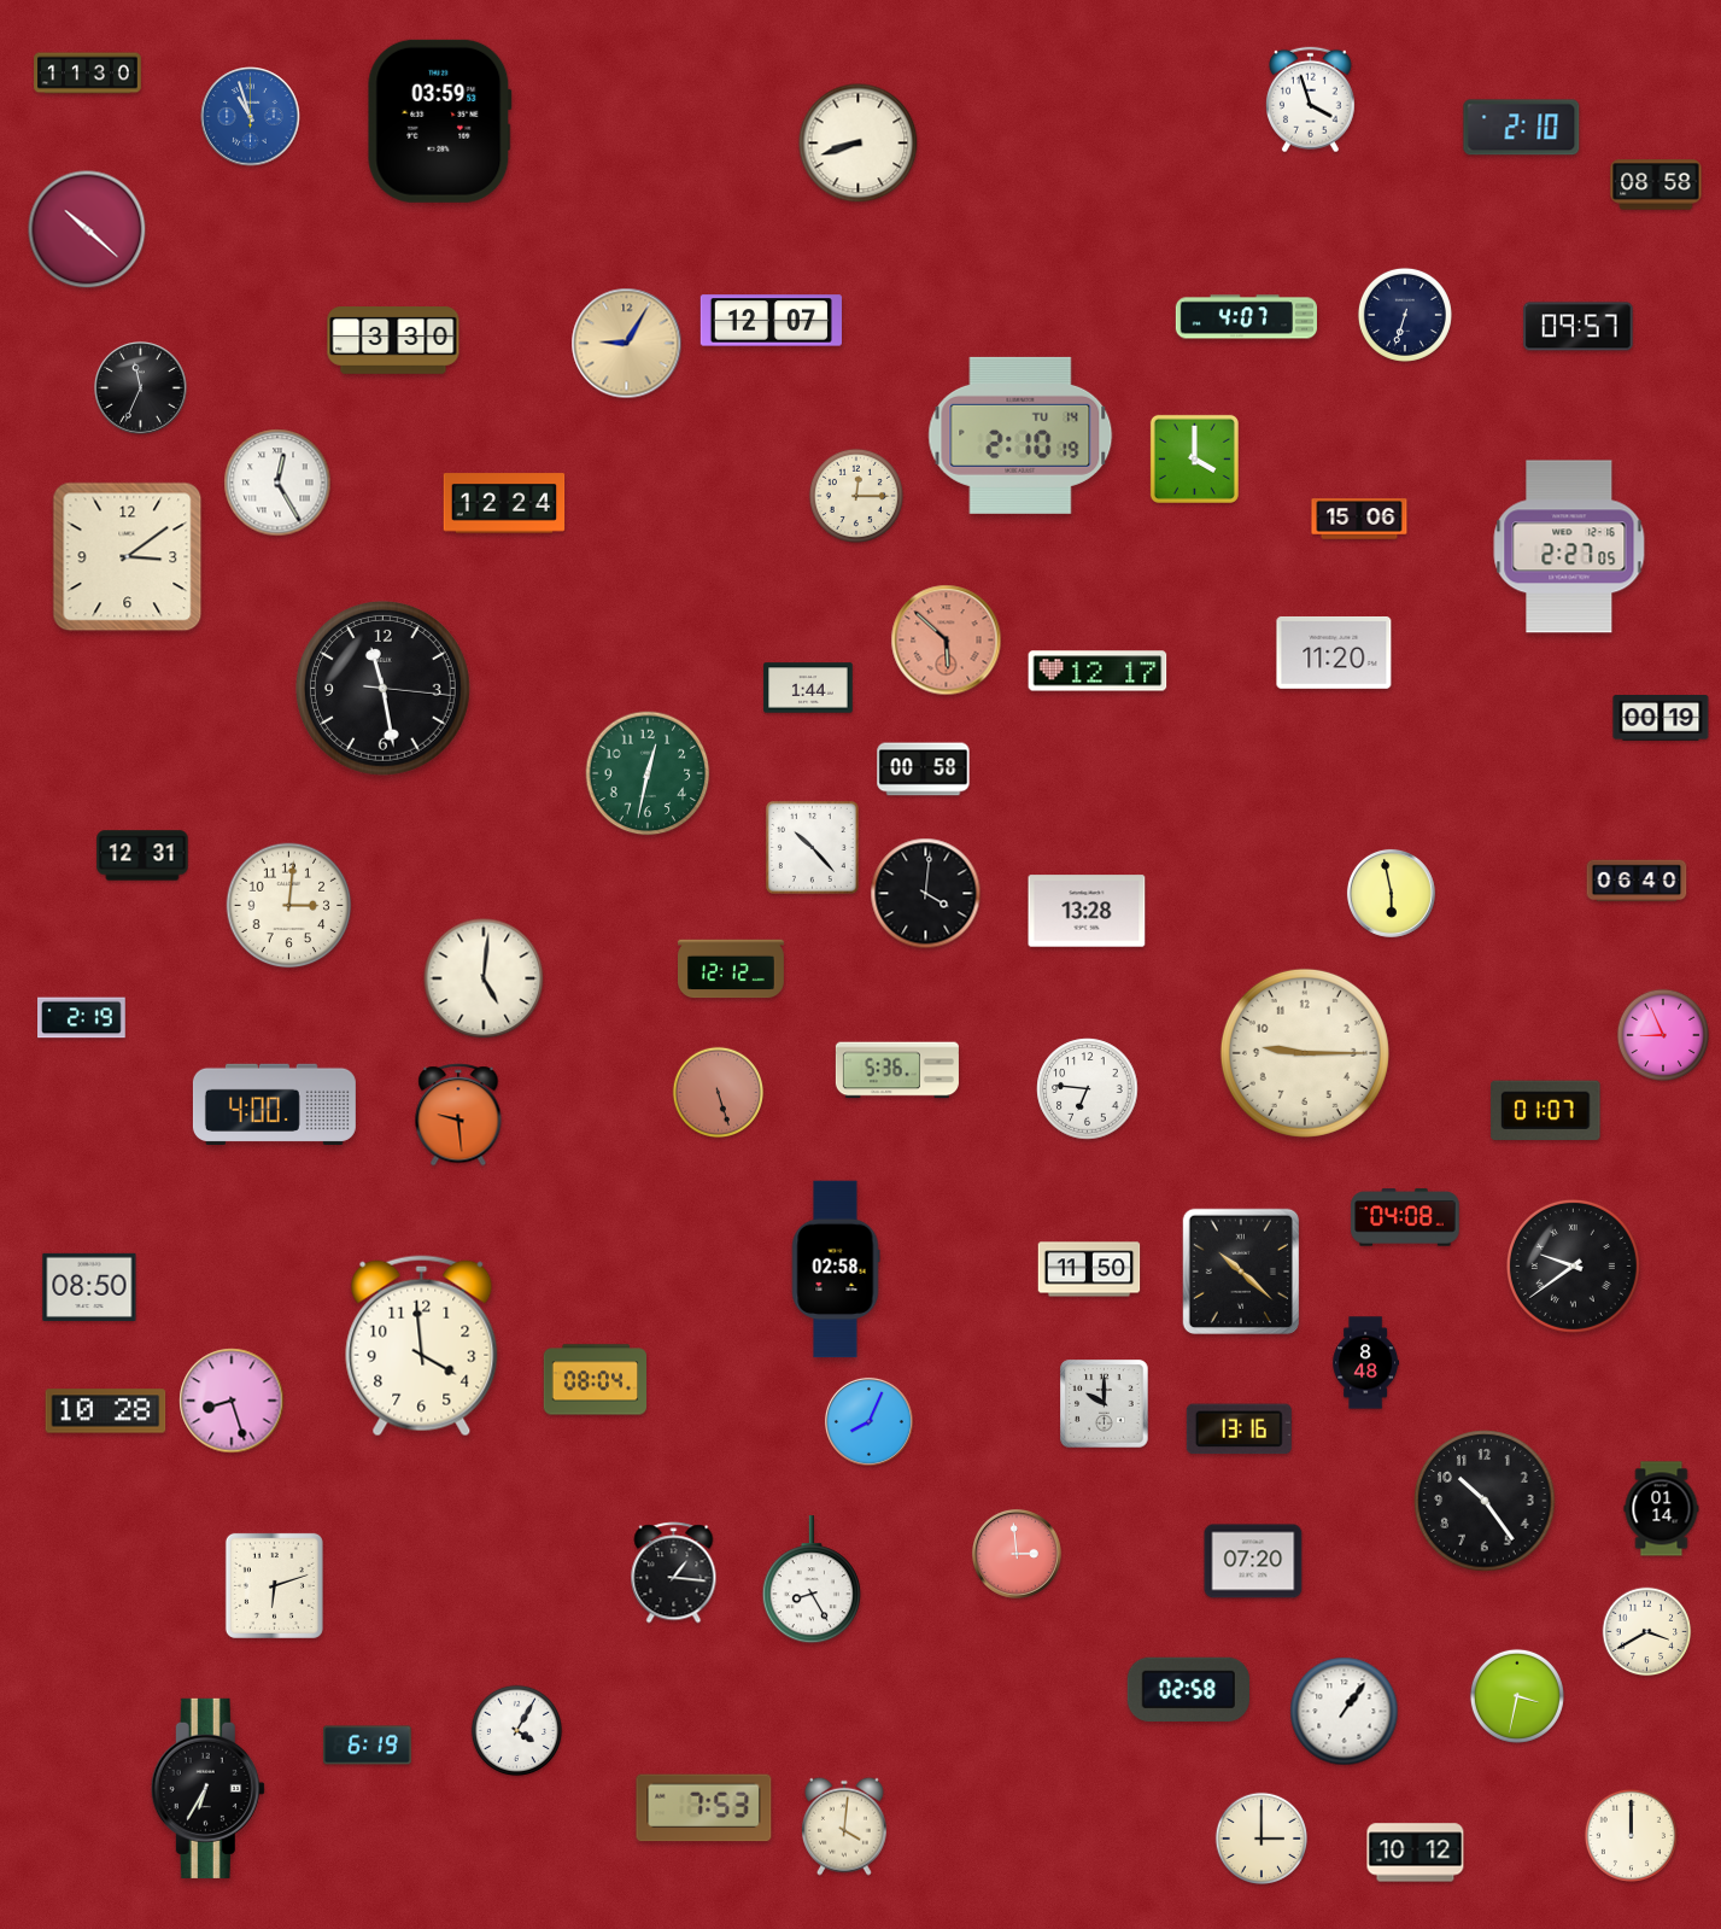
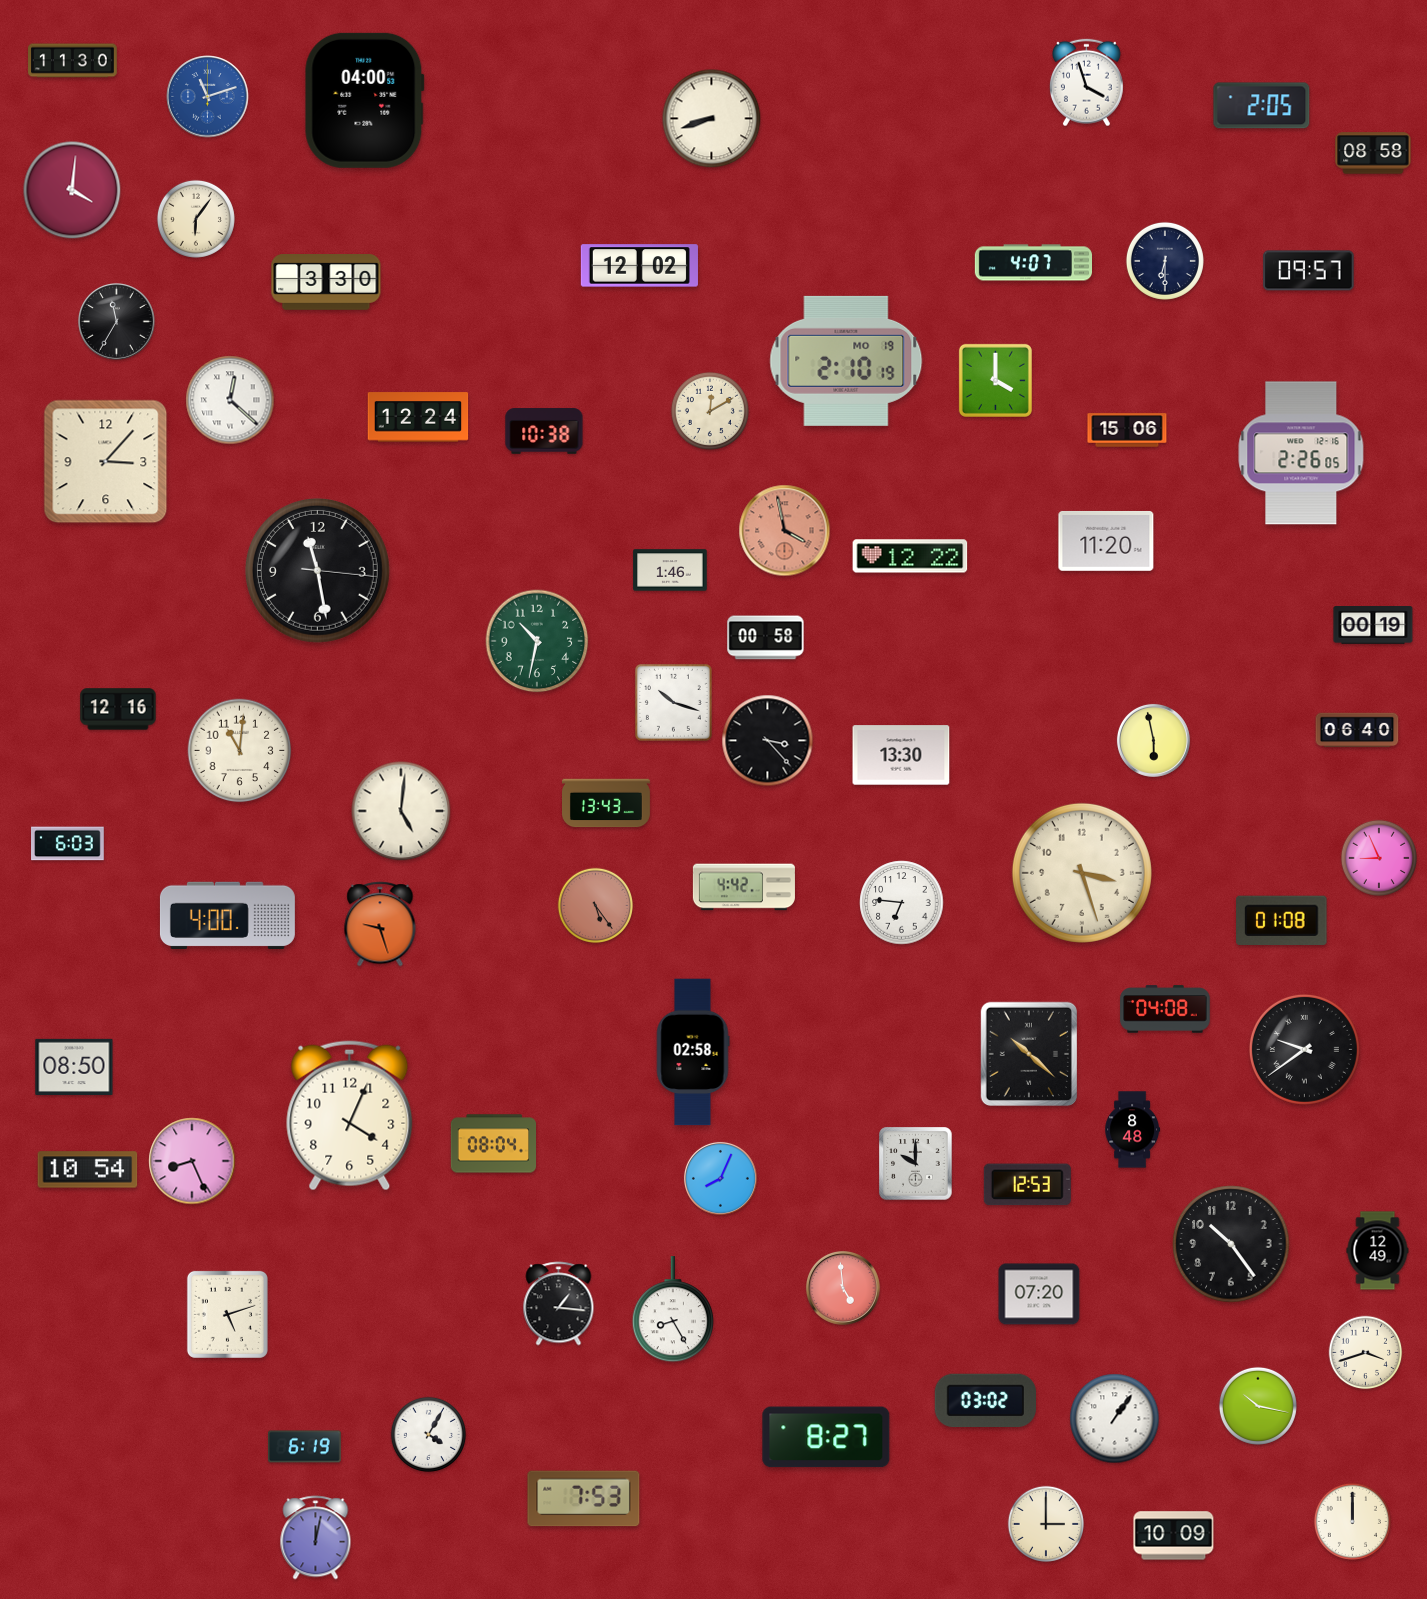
clock at (251, 117): 10:57 -> 11:12
clock at (439, 121): 03:59 -> 04:00
clock at (1522, 128): 2:10 -> 2:05
clock at (87, 229): 10:22 -> 4:01
clock at (196, 219): none -> 6:06
clock at (1405, 315): 6:33 -> 6:30
clock at (771, 321): 12:07 -> 12:02
clock at (627, 344): 9:05 -> none
clock at (141, 388): 11:34 -> 11:35
clock at (1020, 436) date: TU 14 -> MO 19
clock at (1194, 458) position: (1194, 458) -> (995, 380)
clock at (277, 483): 12:25 -> 12:22
clock at (856, 496): 12:15 -> 12:10
clock at (544, 431): none -> 10:38
clock at (1569, 546): 2:27 -> 2:26
clock at (128, 557): 3:09 -> 3:07
clock at (947, 641): 5:52 -> 3:58
clock at (1097, 671): 12:17 -> 12:22
clock at (808, 688): 1:44 -> 1:46
clock at (1661, 719) position: (1661, 719) -> (1373, 626)
clock at (648, 773): 12:32 -> 10:32
clock at (812, 847): 10:23 -> 10:18
clock at (142, 855): 12:31 -> 12:16
clock at (926, 894): 4:01 -> 3:23
clock at (289, 906): 3:01 -> 11:01
clock at (1087, 911): 13:28 -> 13:30
clock at (732, 969): 12:12 -> 13:43
clock at (82, 1018): 2:19 -> 6:03
clock at (1305, 1053): 9:15 -> 3:27
clock at (897, 1070): 5:36 -> 4:42
clock at (719, 1093): 5:27 -> 5:24
clock at (1546, 1110): 01:07 -> 01:08
clock at (458, 1115): 9:29 -> 9:27
clock at (1089, 1269): 11:50 -> none
clock at (422, 1346): 3:59 -> 4:04
clock at (232, 1401): 8:27 -> 8:26
clock at (106, 1411): 10:28 -> 10:54
clock at (1239, 1430): 13:16 -> 12:53
clock at (1662, 1509): 01:14 -> 12:49
clock at (1017, 1554): 2:59 -> 4:59
clock at (274, 1585): 6:12 -> 5:12
clock at (1647, 1632): 3:40 -> 3:42
clock at (1188, 1689): 02:58 -> 03:02
clock at (1517, 1696): 3:32 -> 10:17
clock at (826, 1437): none -> 8:27
clock at (207, 1788): 6:35 -> none
clock at (844, 1826): 4:01 -> none
clock at (1416, 1853): 10:12 -> 10:09
clock at (316, 1538): none -> 12:02
